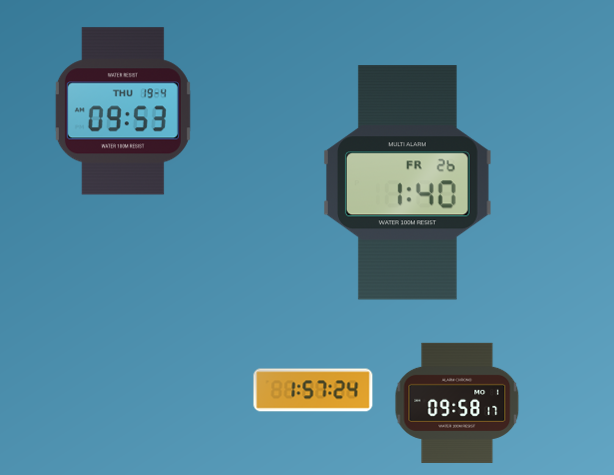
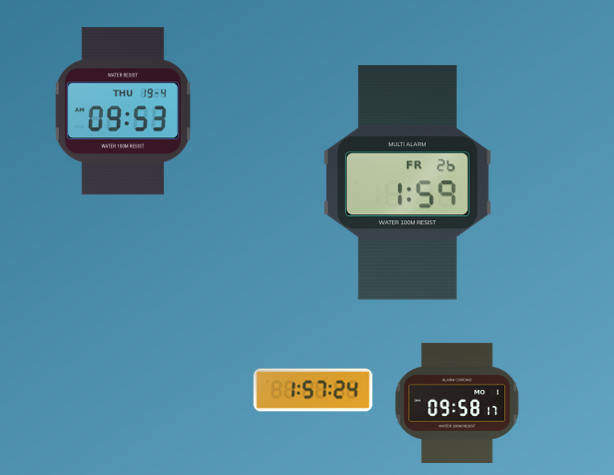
clock at (408, 183): 1:40 -> 1:59
